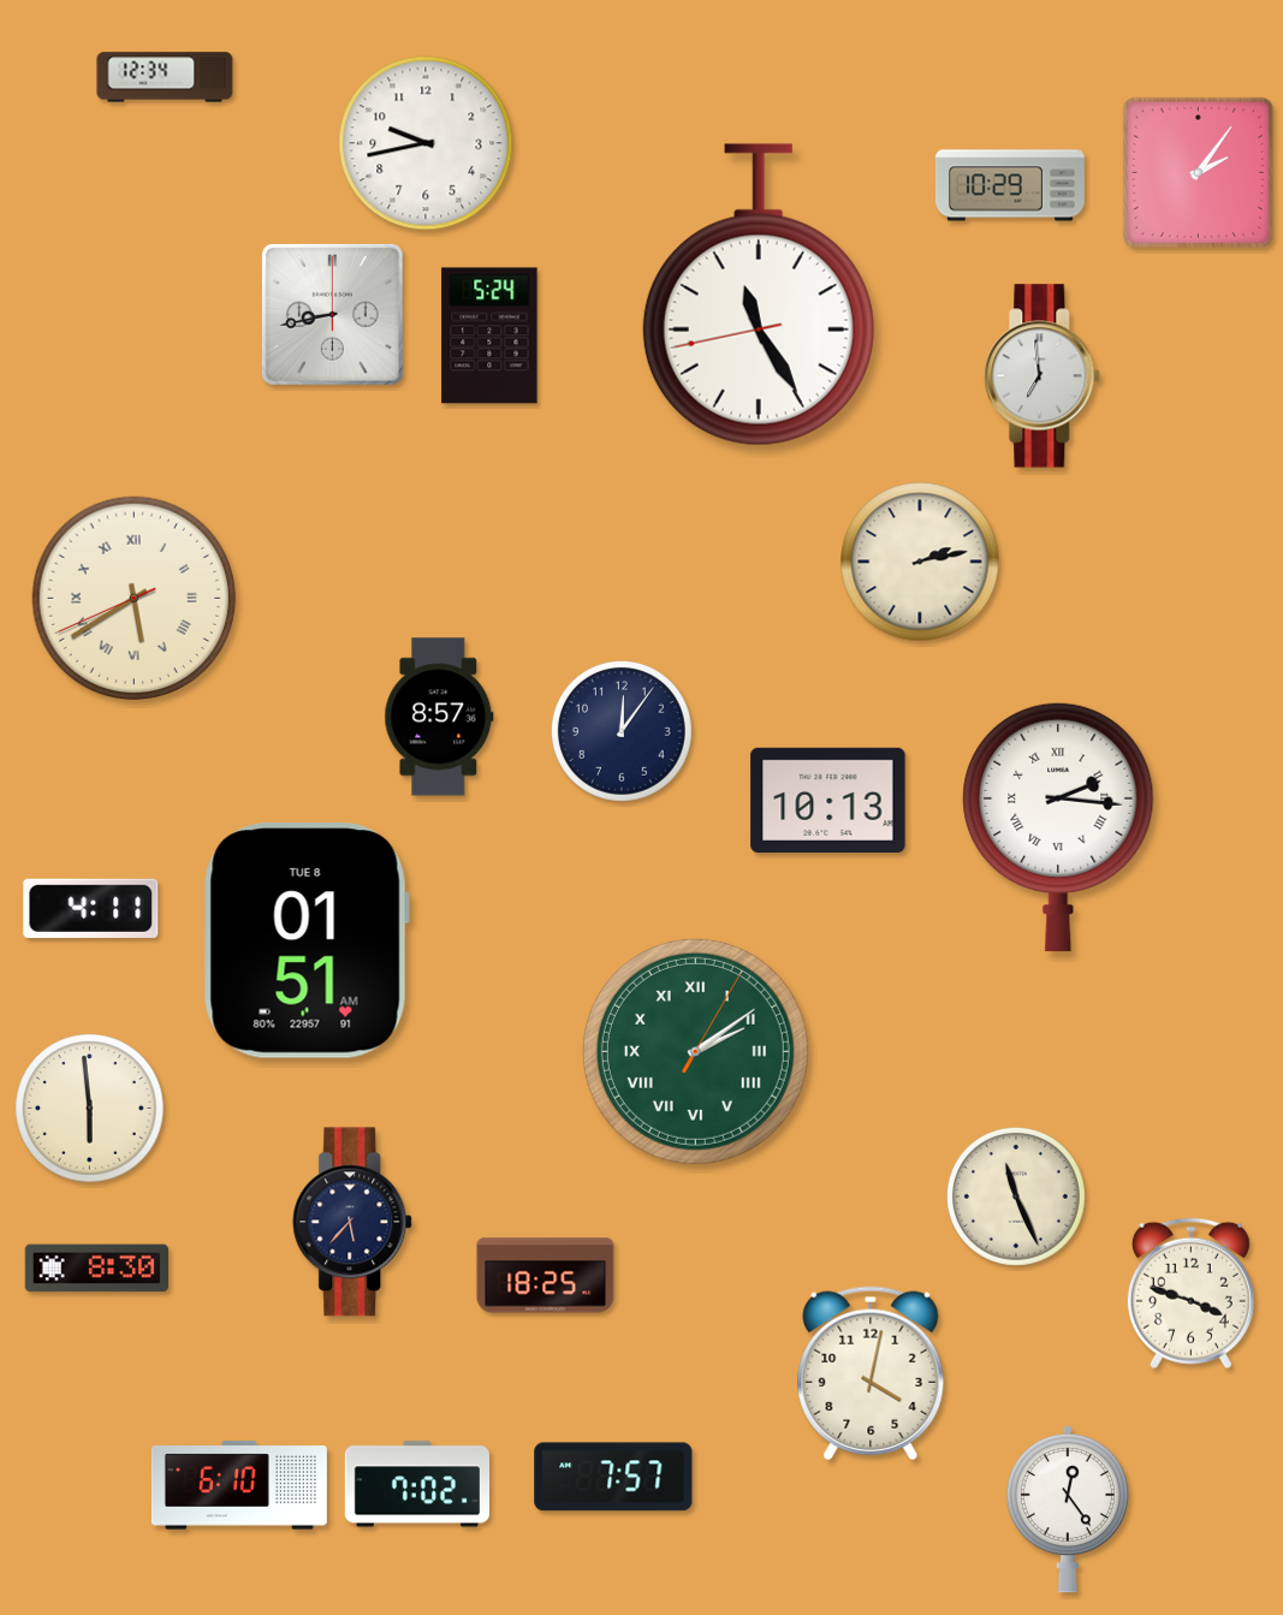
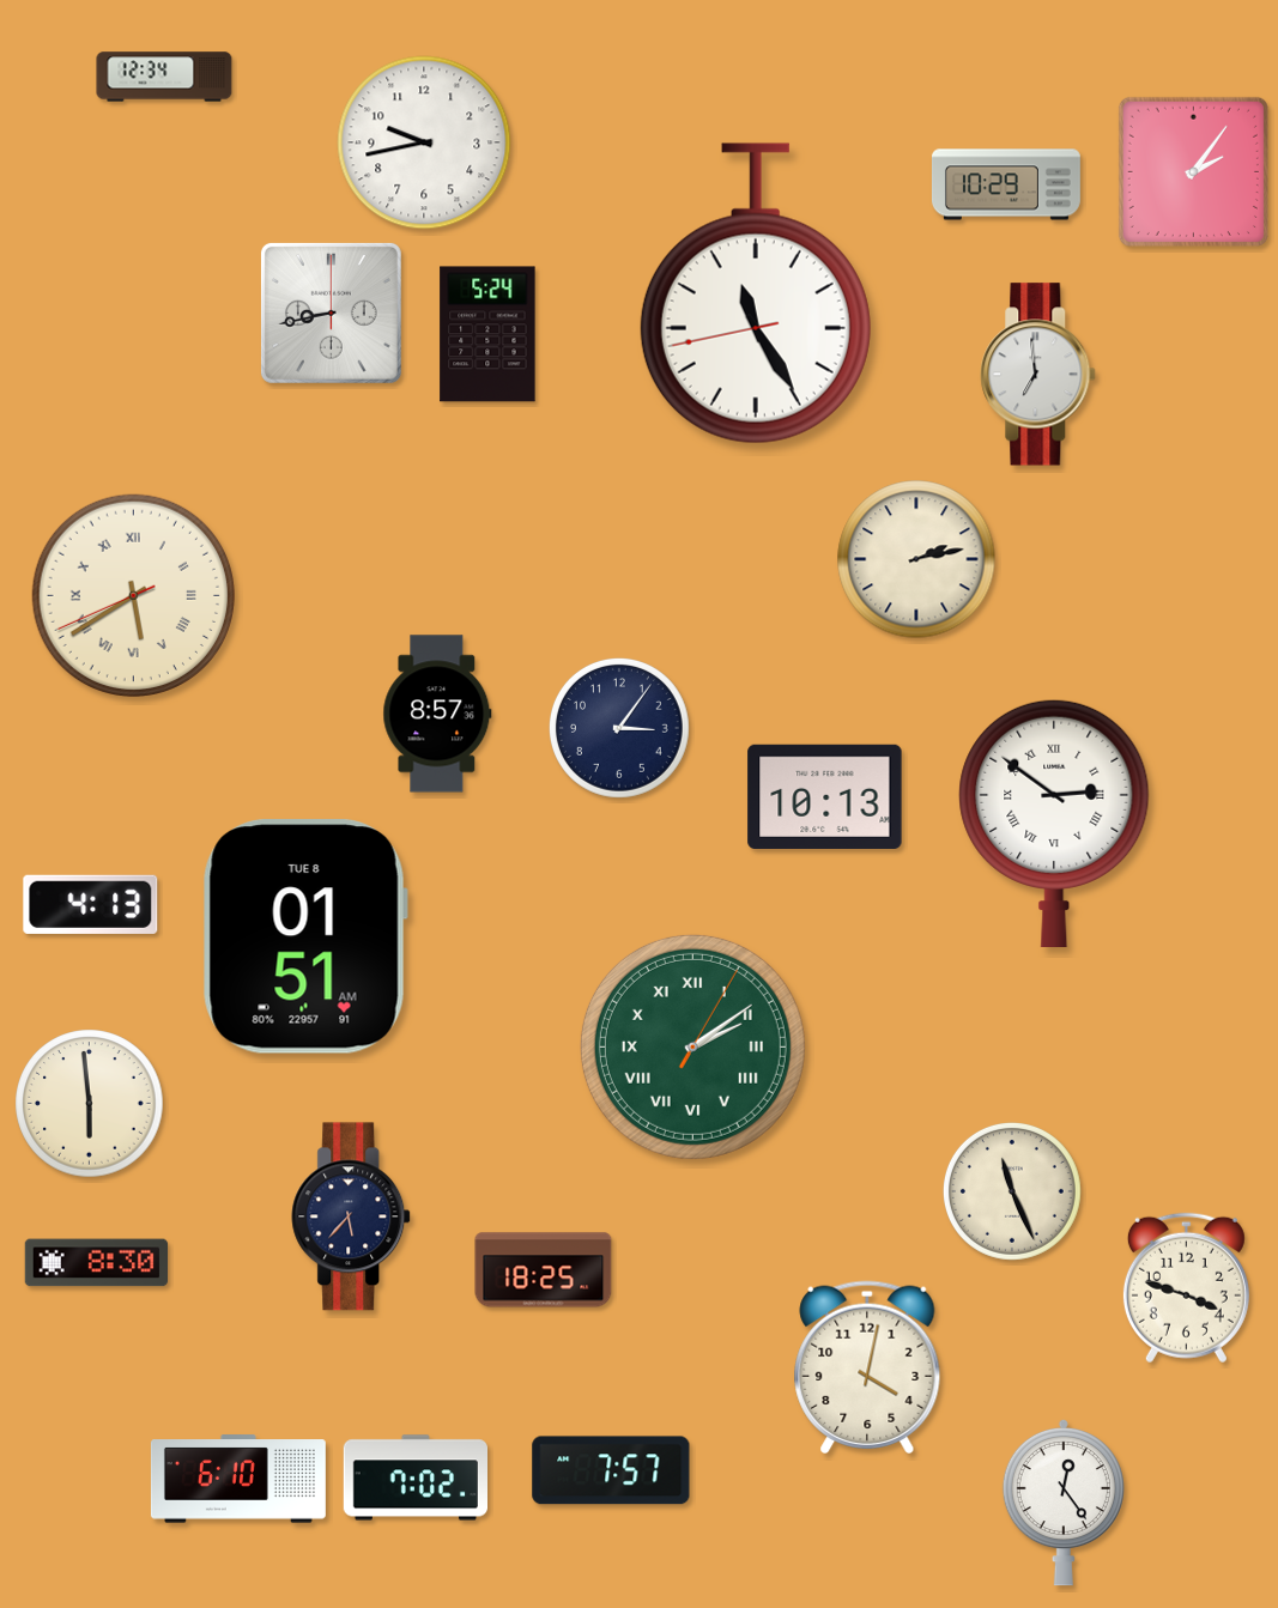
clock at (622, 731): 12:06 -> 3:06
clock at (1058, 826): 2:16 -> 2:51
clock at (91, 908): 4:11 -> 4:13
